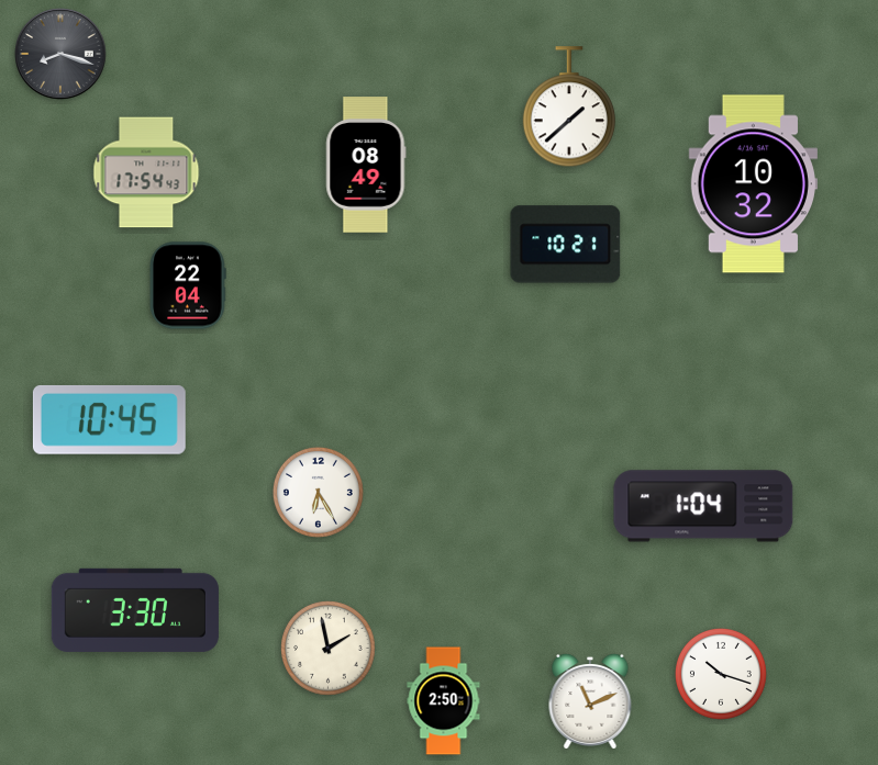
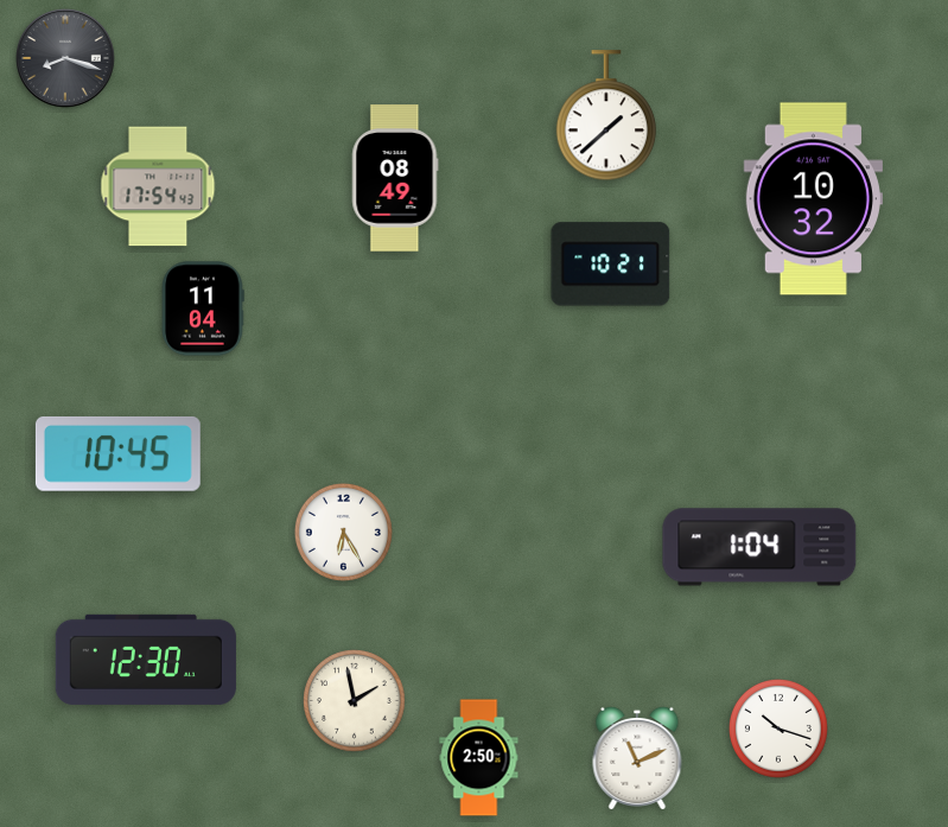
clock at (569, 108) position: (569, 108) -> (606, 116)
clock at (188, 285): 22:04 -> 11:04
clock at (135, 610): 3:30 -> 12:30
